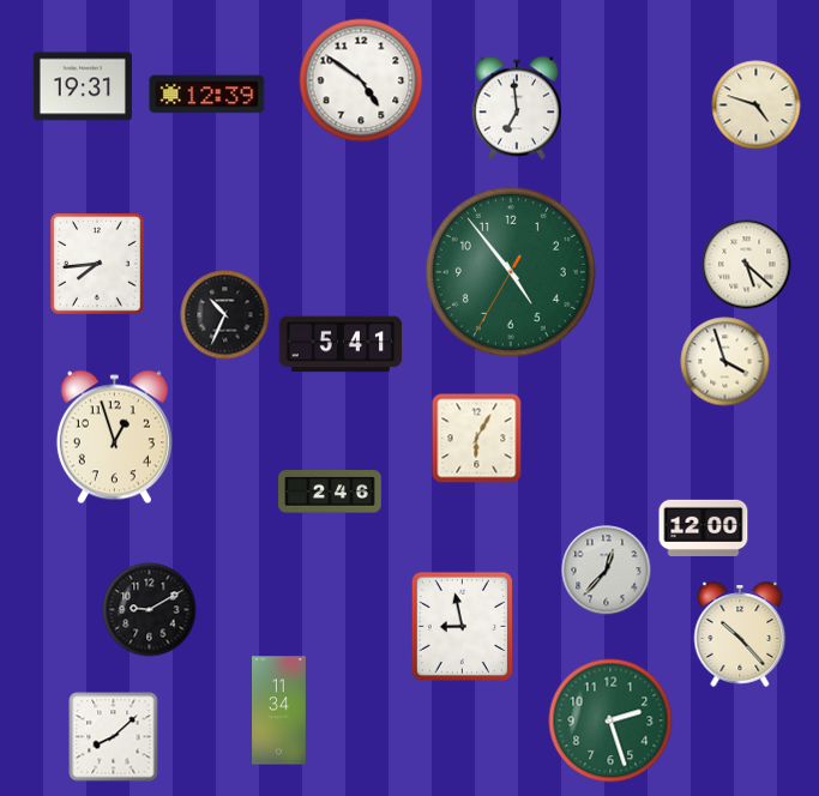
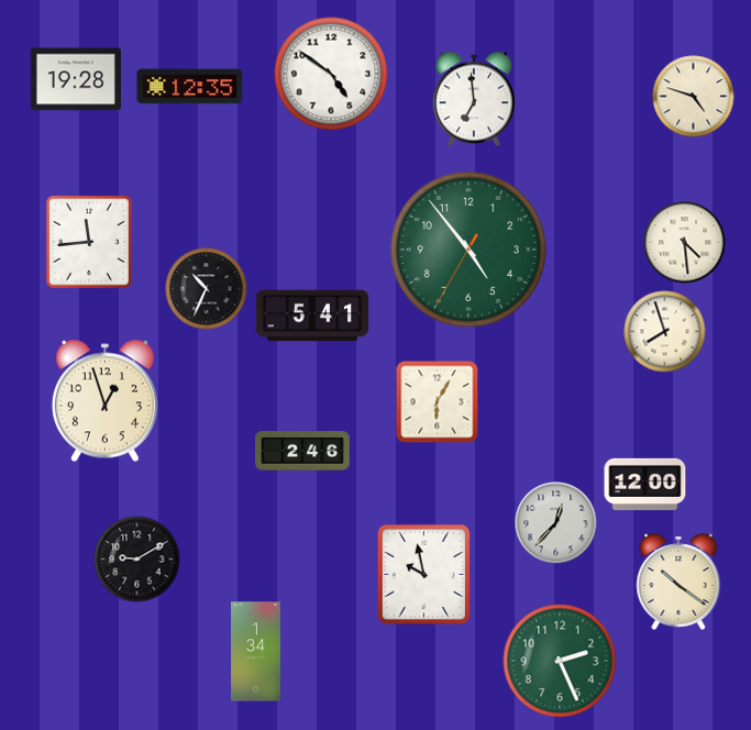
clock at (83, 86): 19:31 -> 19:28
clock at (207, 95): 12:39 -> 12:35
clock at (97, 265): 7:44 -> 11:44
clock at (747, 265): 5:22 -> 4:29
clock at (725, 362): 3:57 -> 7:57
clock at (462, 626): 8:58 -> 9:58
clock at (740, 634): 10:23 -> 10:21
clock at (279, 711): 11:34 -> 1:34
clock at (610, 720): 2:27 -> 2:26
clock at (114, 737): 8:08 -> none
